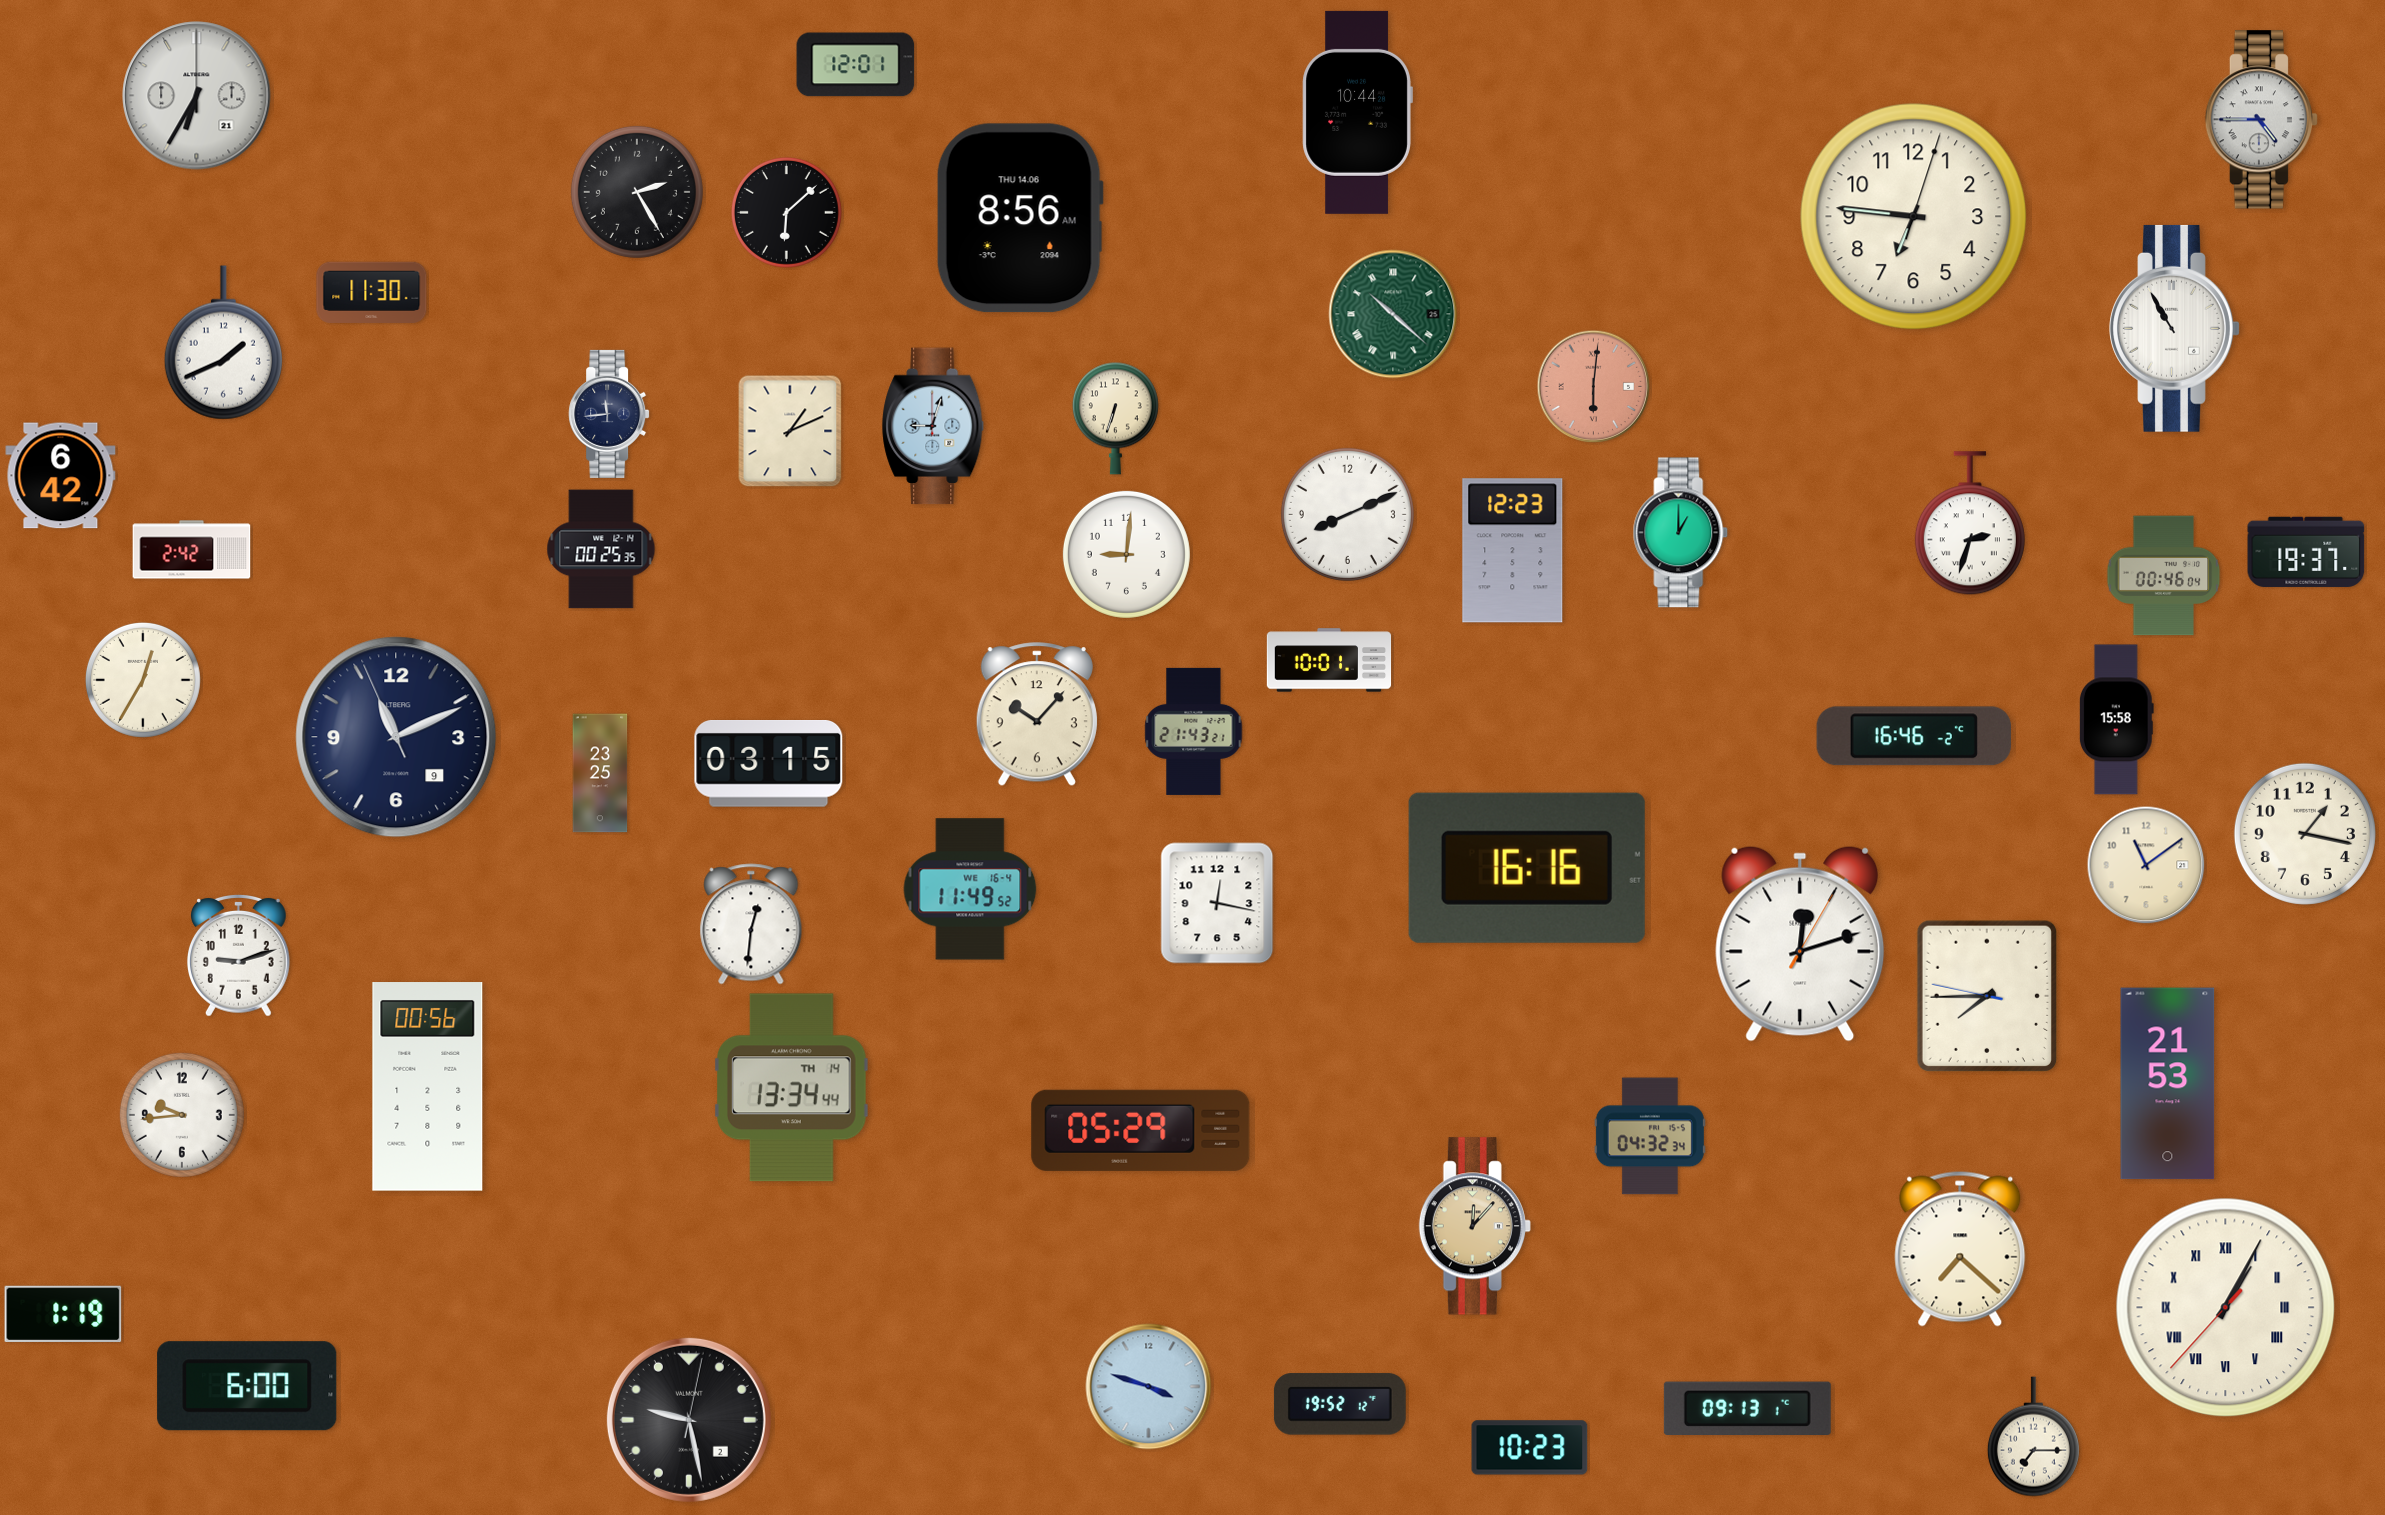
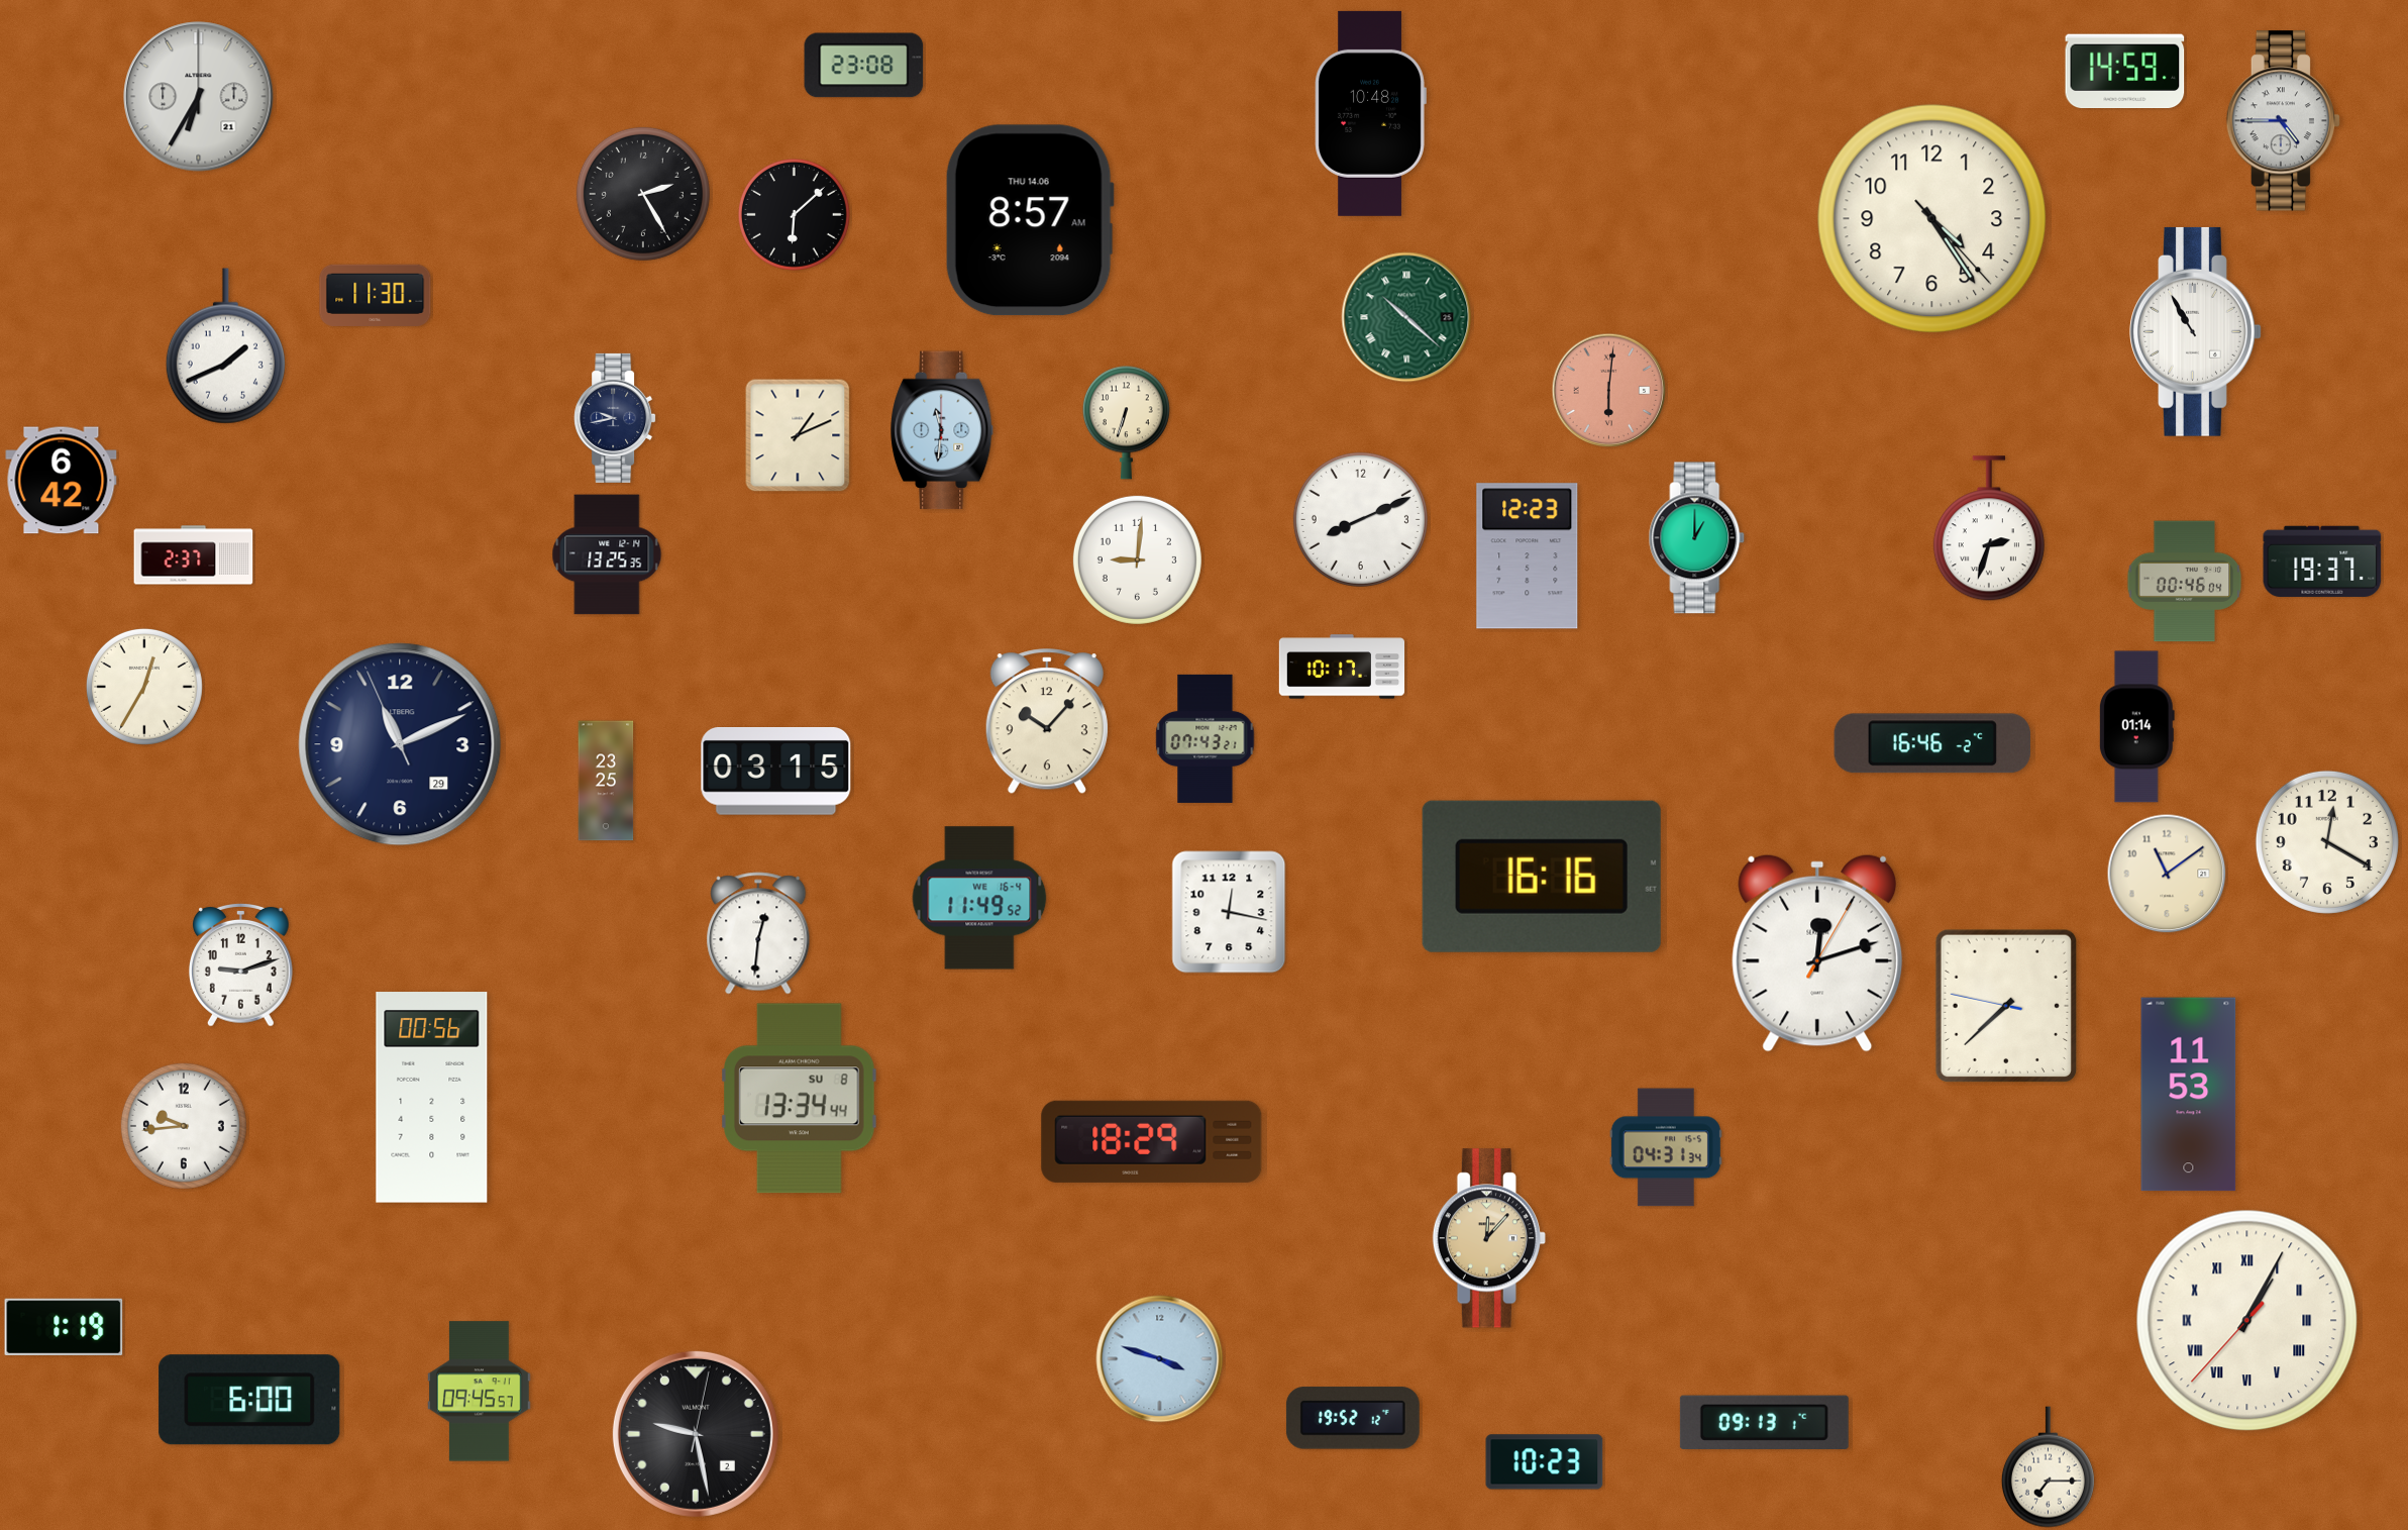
clock at (856, 65): 12:01 -> 23:08
clock at (2125, 72): none -> 14:59
clock at (1357, 112): 10:44 -> 10:48
clock at (1914, 217): 6:46 -> 4:24
clock at (1020, 218): 8:56 -> 8:57
clock at (609, 414): 11:44 -> 9:43
clock at (934, 426): 9:03 -> 11:31
clock at (601, 549): 00:25 -> 13:25
clock at (192, 550): 2:42 -> 2:37
clock at (2306, 552) position: (2306, 552) -> (2322, 562)
clock at (1329, 660): 10:01 -> 10:17
clock at (2116, 720): 15:58 -> 01:14
clock at (1194, 731): 21:43 -> 07:43
clock at (396, 737) date: 9 -> 29
clock at (2305, 834): 1:17 -> 12:20
clock at (1986, 995): 7:44 -> 7:37
clock at (2168, 1084): 21:53 -> 11:53
clock at (792, 1088) date: TH 14 -> SU 8
clock at (1141, 1130): 05:29 -> 18:29
clock at (1650, 1136): 04:32 -> 04:31
clock at (1960, 1249): 7:22 -> none
clock at (480, 1392): none -> 09:45
clock at (1149, 1387) position: (1149, 1387) -> (1160, 1359)
clock at (2033, 1437) position: (2033, 1437) -> (2048, 1467)
